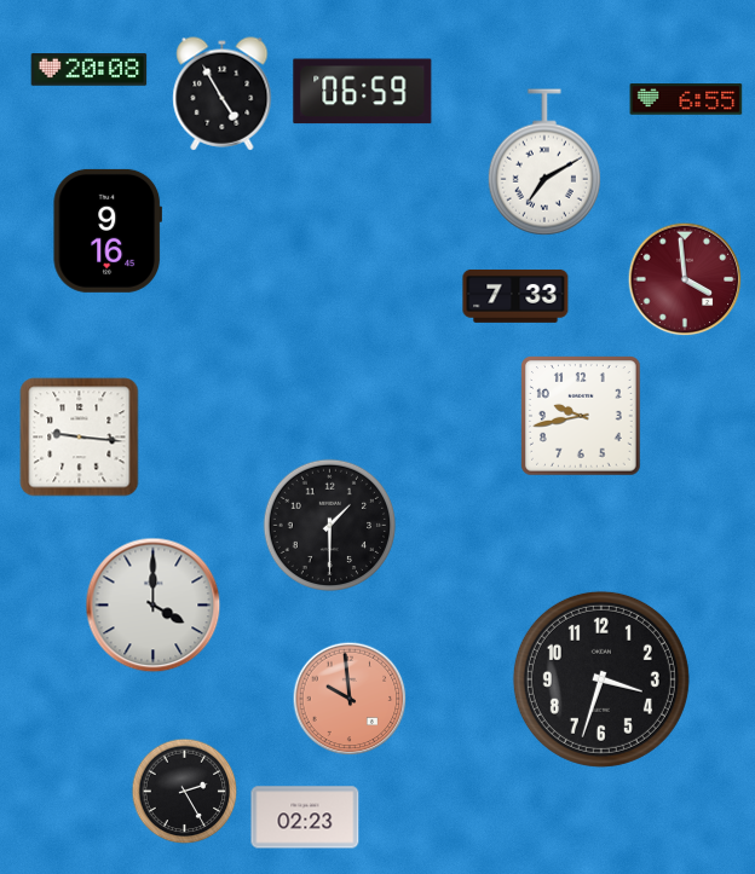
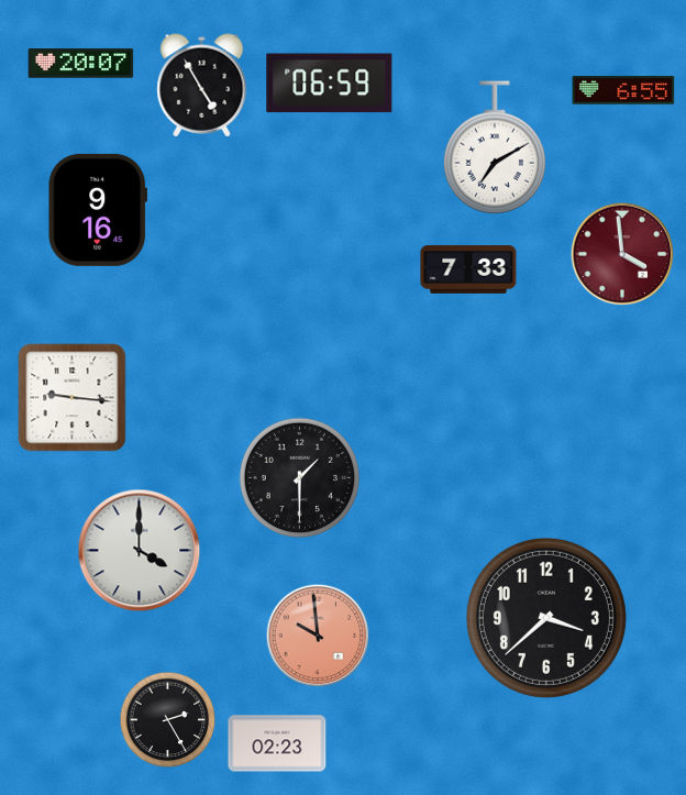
clock at (90, 70): 20:08 -> 20:07
clock at (581, 416): 9:43 -> none
clock at (601, 679): 3:33 -> 3:38
